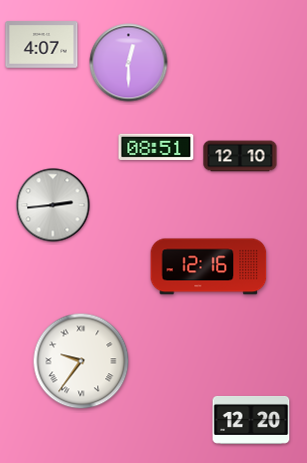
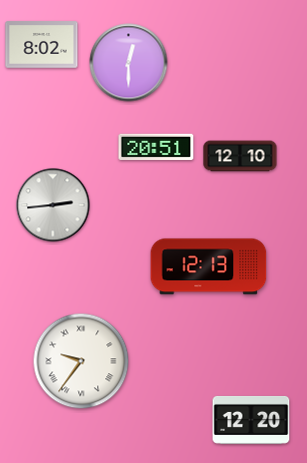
clock at (42, 45): 4:07 -> 8:02
clock at (156, 147): 08:51 -> 20:51
clock at (209, 267): 12:16 -> 12:13
